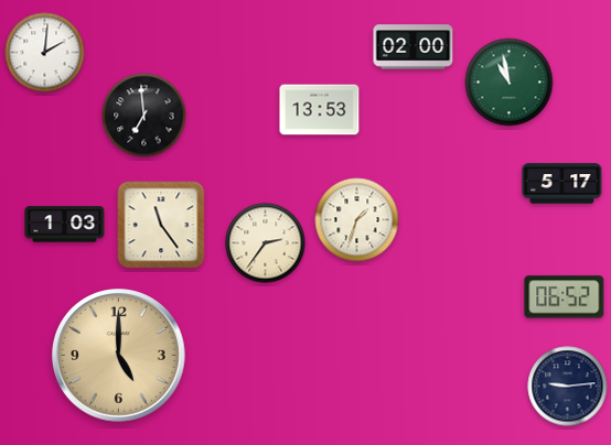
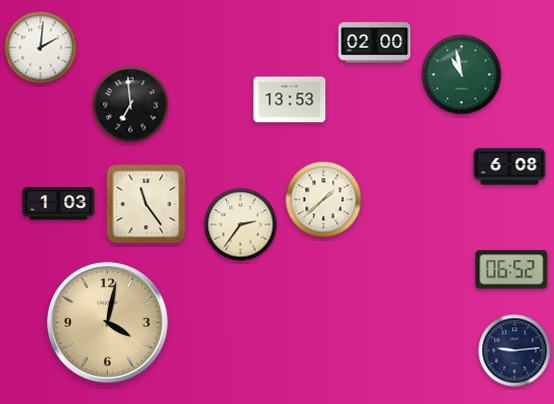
clock at (562, 184): 5:17 -> 6:08
clock at (357, 220): 1:33 -> 1:38
clock at (266, 243) position: (266, 243) -> (241, 225)
clock at (119, 356): 5:00 -> 4:02
